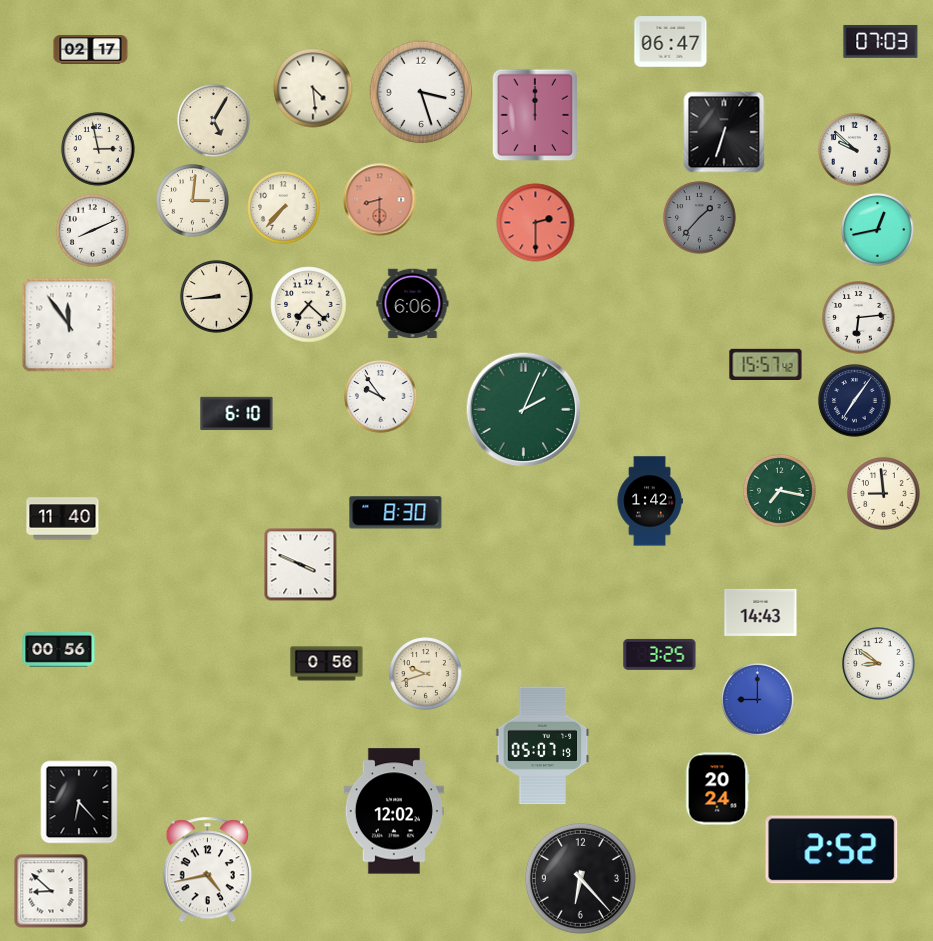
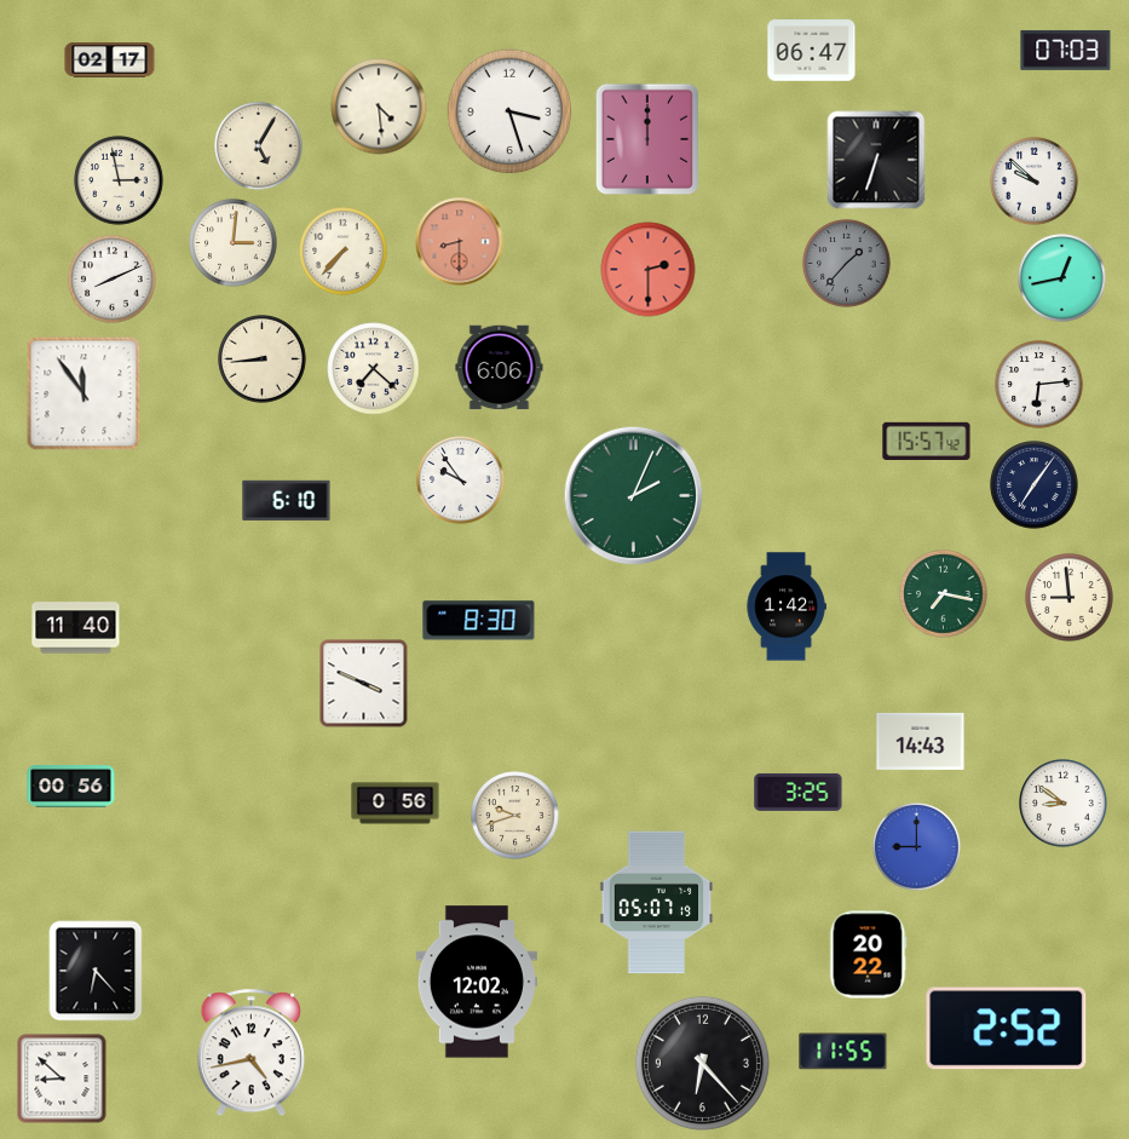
clock at (717, 789): 20:24 -> 20:22
clock at (843, 1052): none -> 11:55
